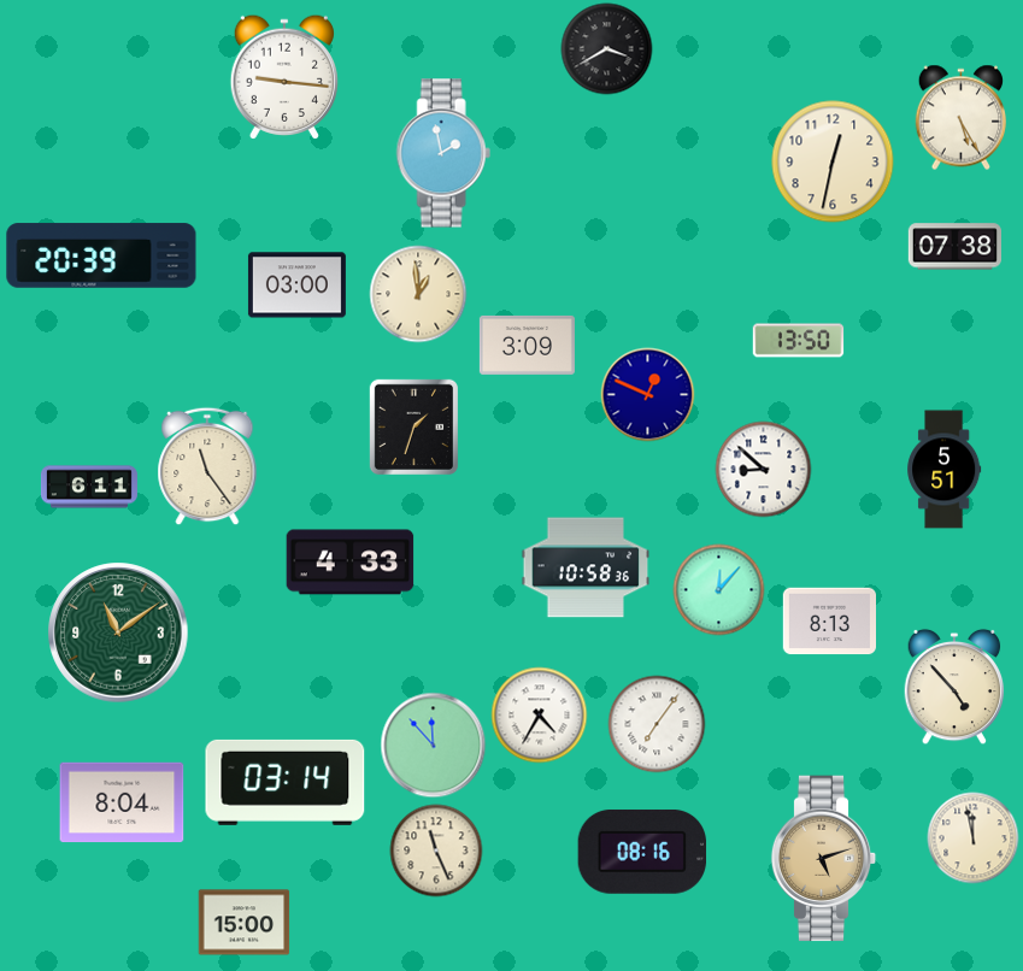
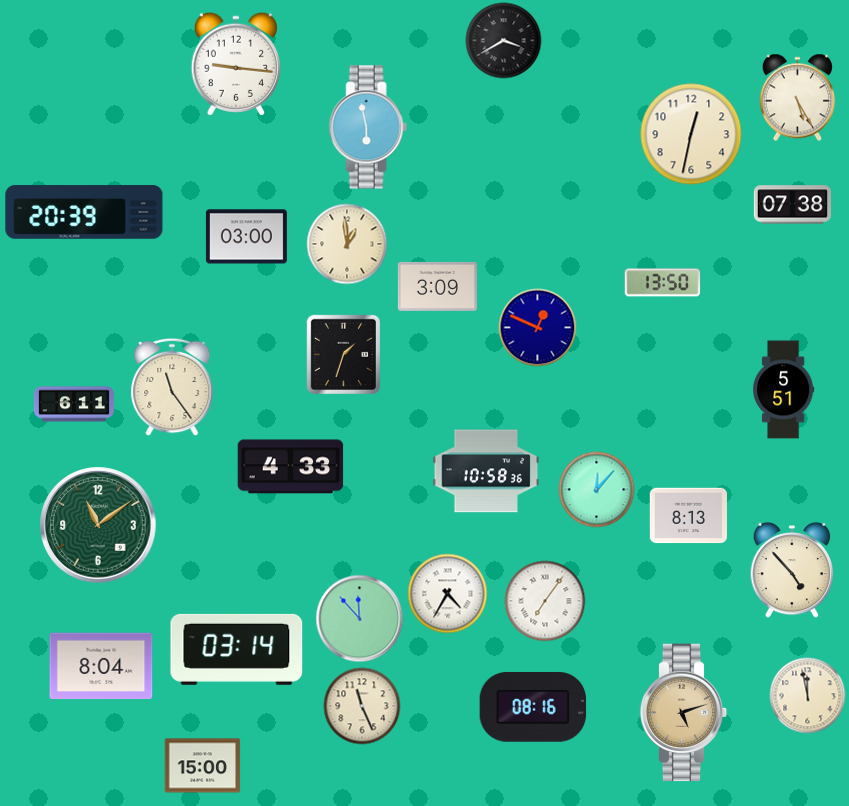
clock at (443, 153): 1:58 -> 5:58
clock at (764, 470): 8:52 -> none
